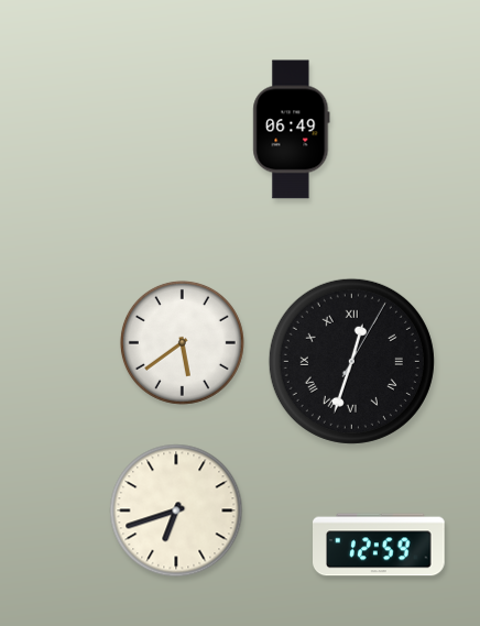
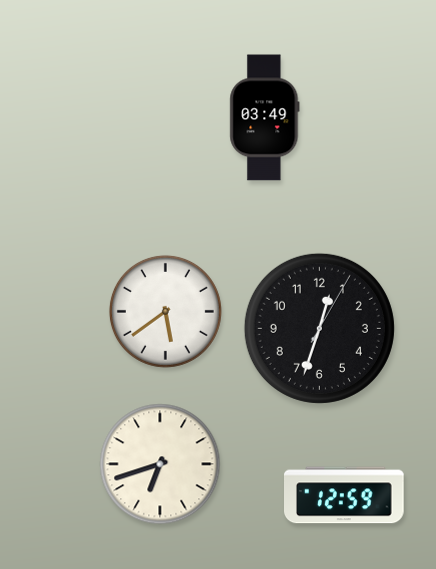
clock at (292, 130): 06:49 -> 03:49
clock at (351, 361) numerals: Roman -> Arabic
